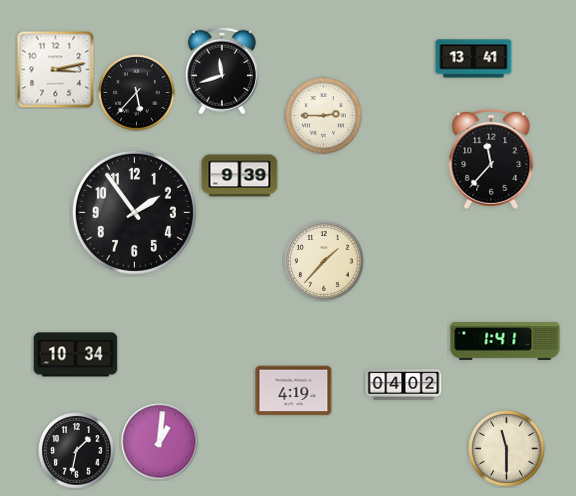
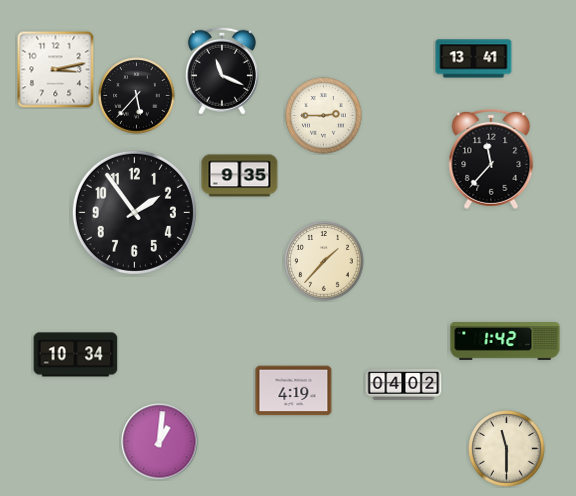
clock at (222, 71): 11:42 -> 11:19
clock at (137, 93) position: (137, 93) -> (137, 96)
clock at (240, 176): 9:39 -> 9:35
clock at (505, 342): 1:41 -> 1:42
clock at (77, 451): 1:32 -> none
